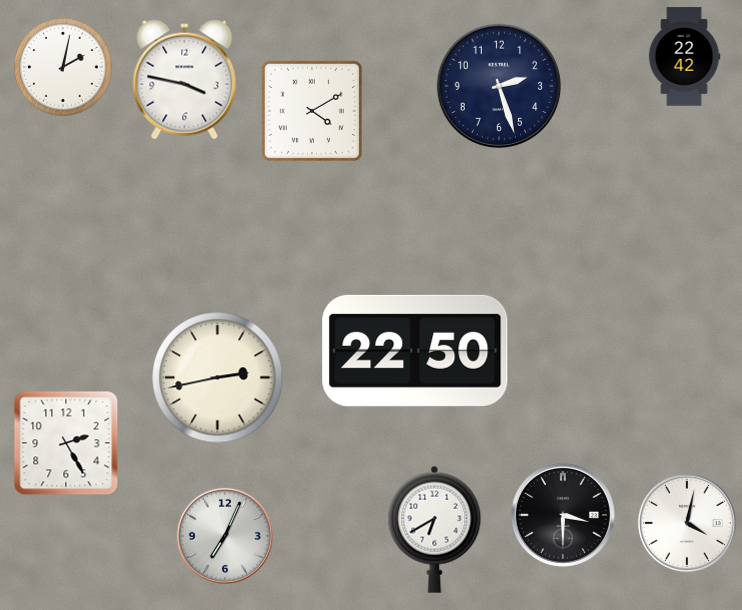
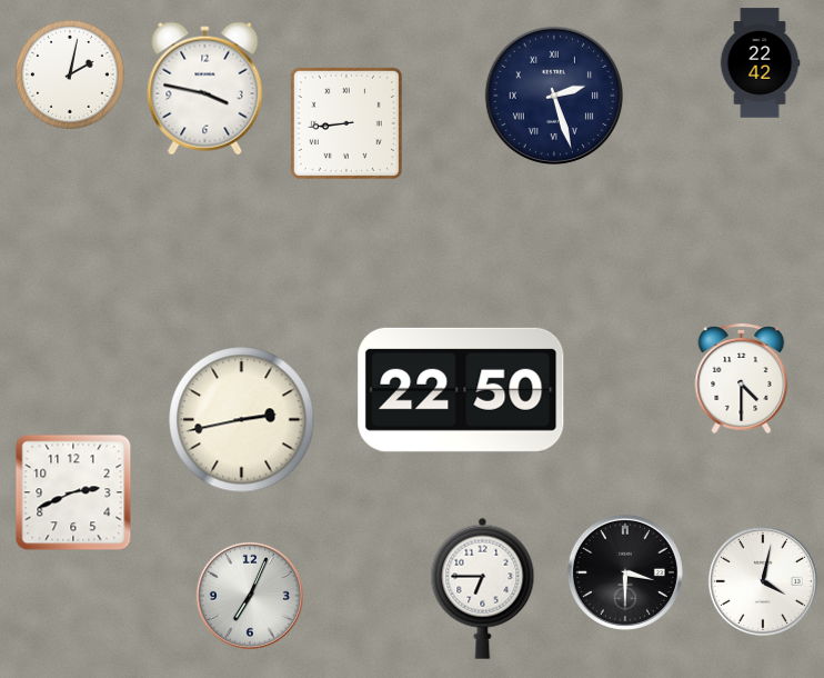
clock at (498, 85) numerals: Arabic -> Roman
clock at (312, 111): 4:10 -> 8:44
clock at (742, 378): none -> 4:30
clock at (66, 443): 2:25 -> 2:41
clock at (435, 529): 6:40 -> 6:45
